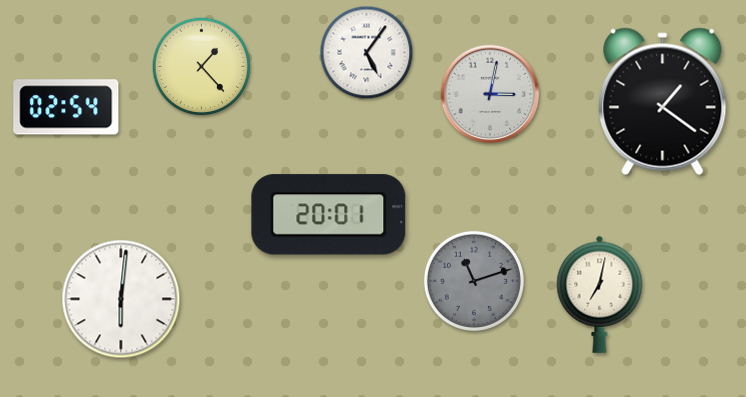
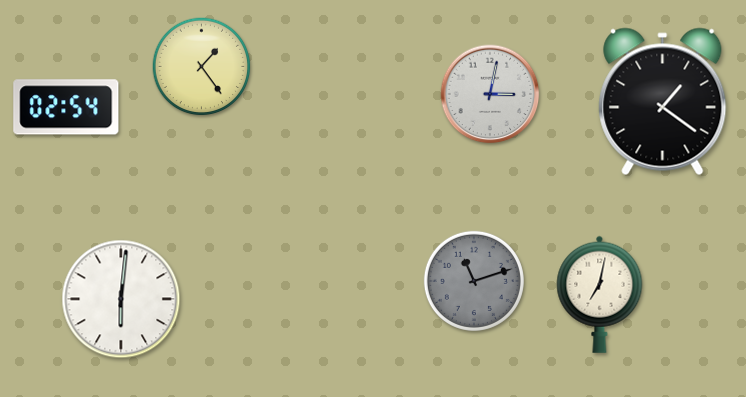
clock at (367, 53): 5:06 -> none
clock at (202, 67): 1:23 -> 1:24
clock at (329, 215): 20:01 -> none
